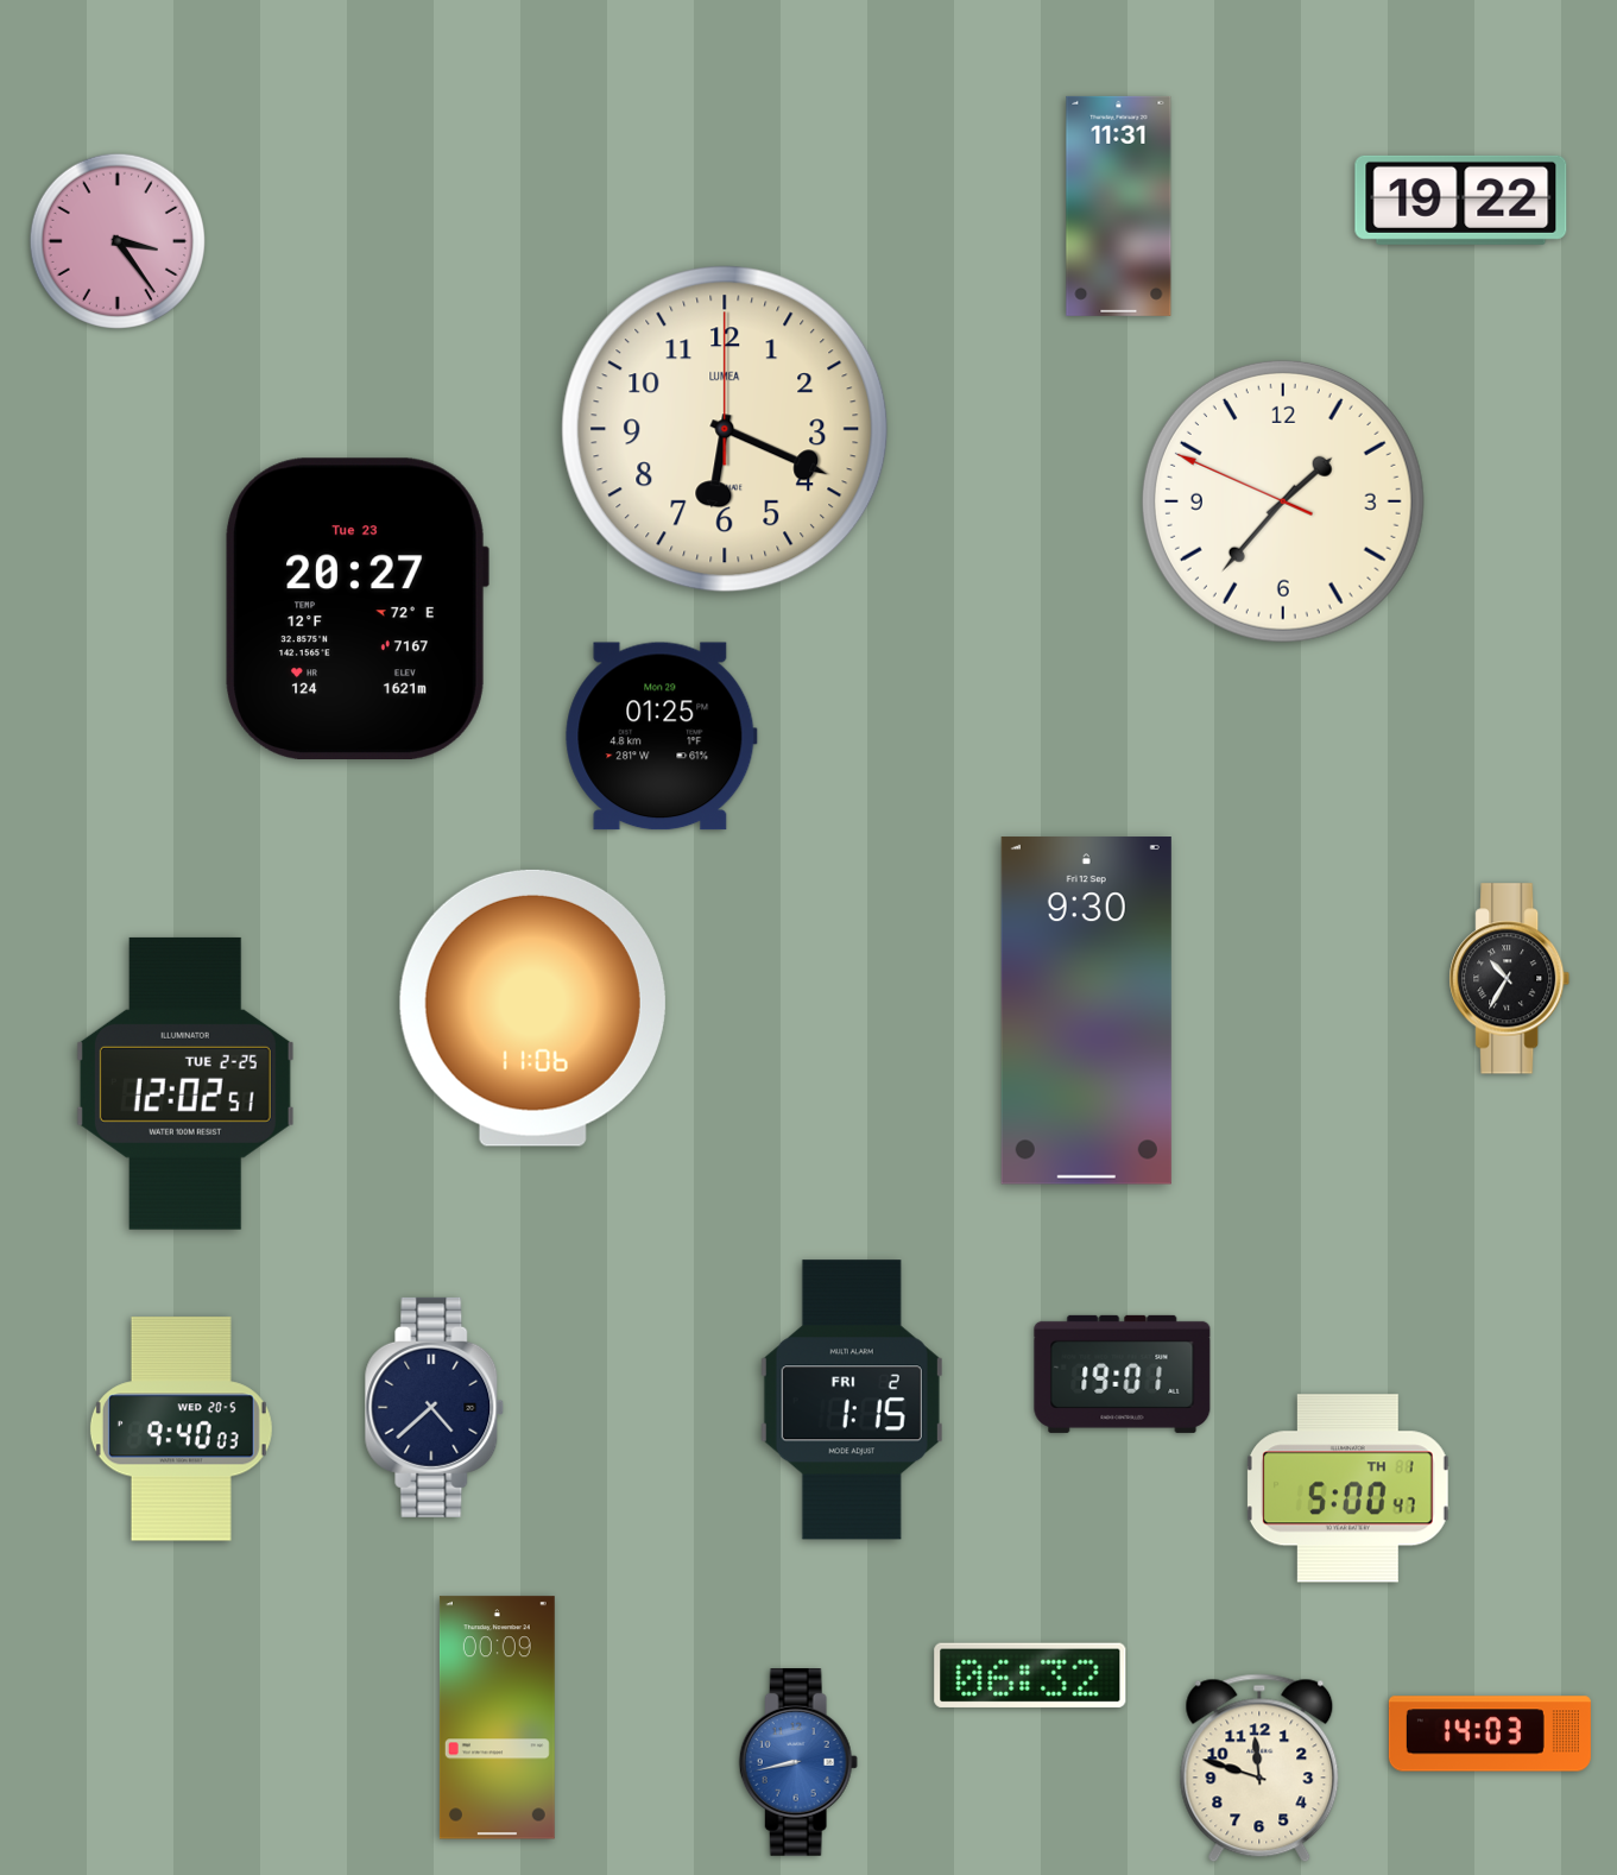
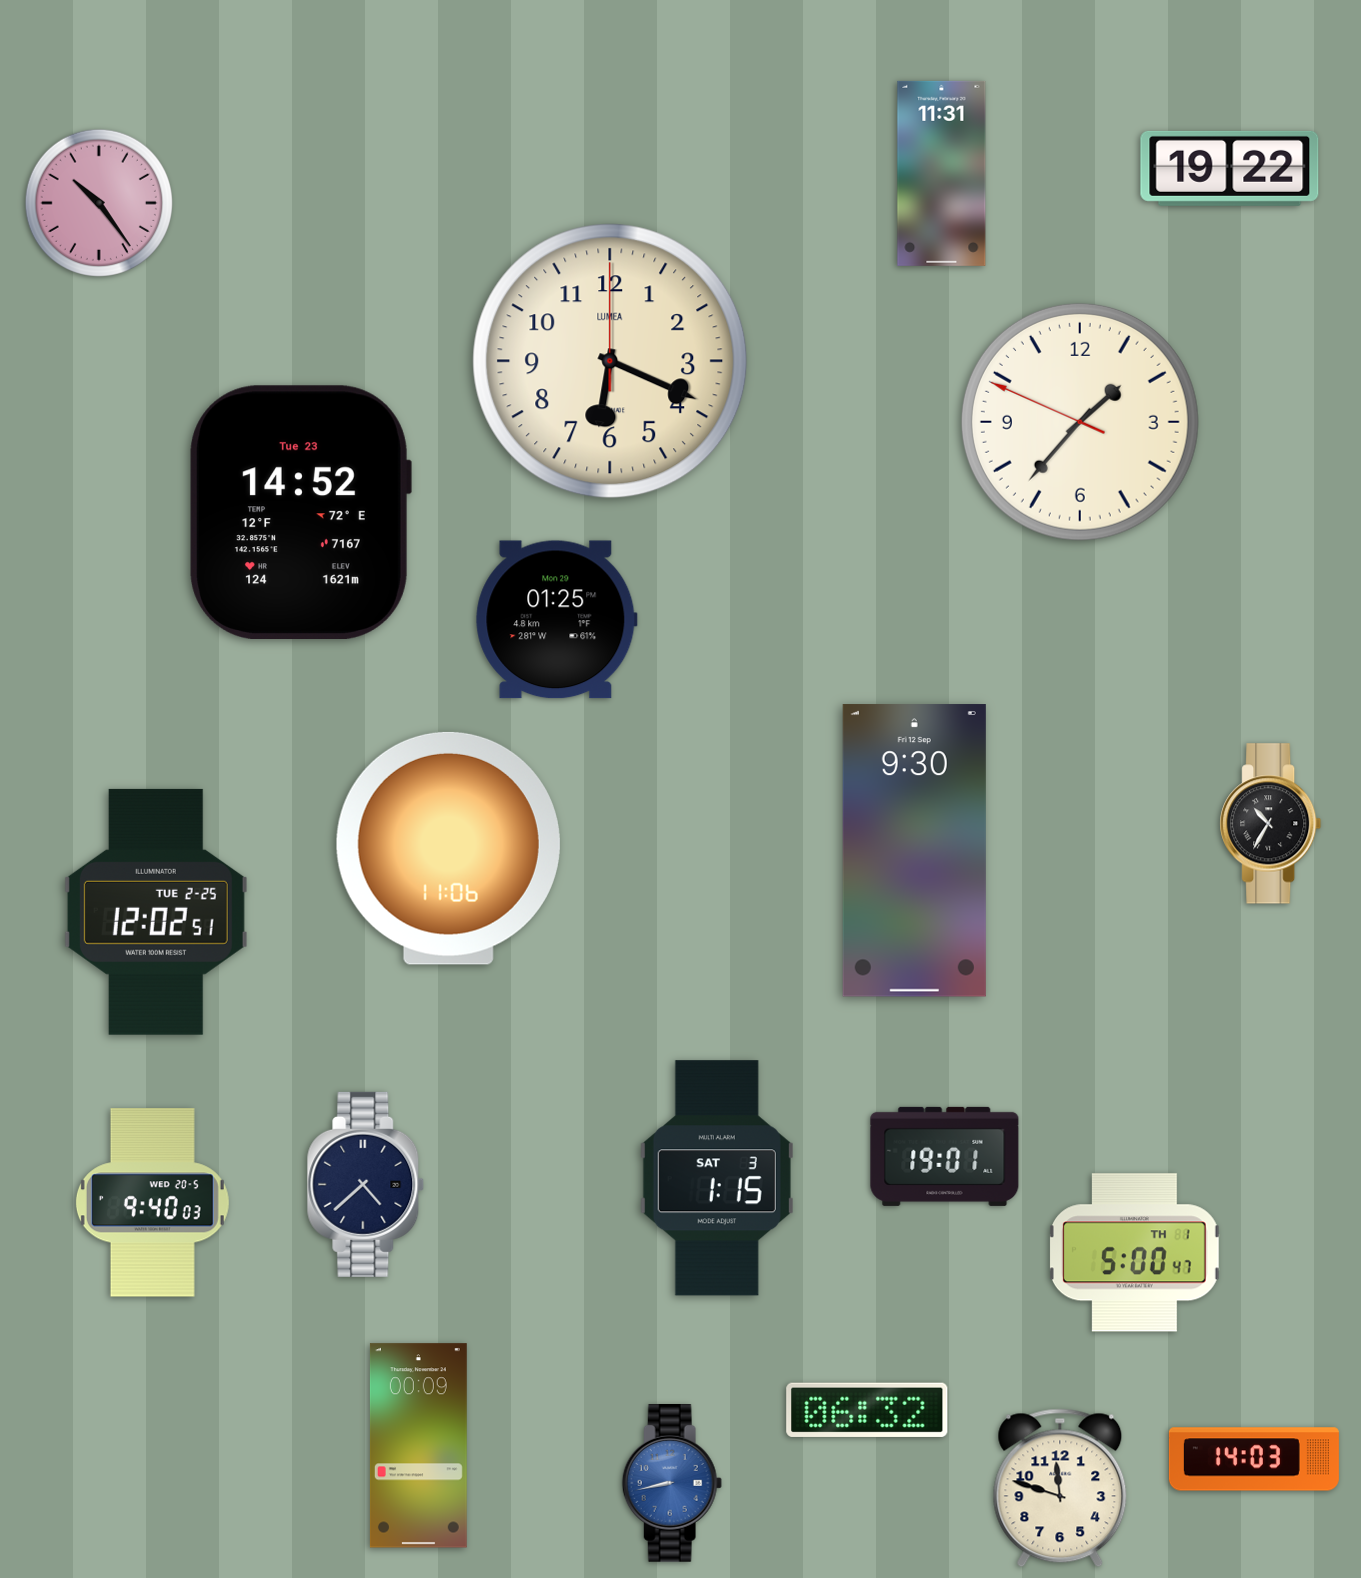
clock at (118, 241): 3:24 -> 10:24
clock at (356, 608): 20:27 -> 14:52
clock at (852, 1400) date: FRI 2 -> SAT 3
